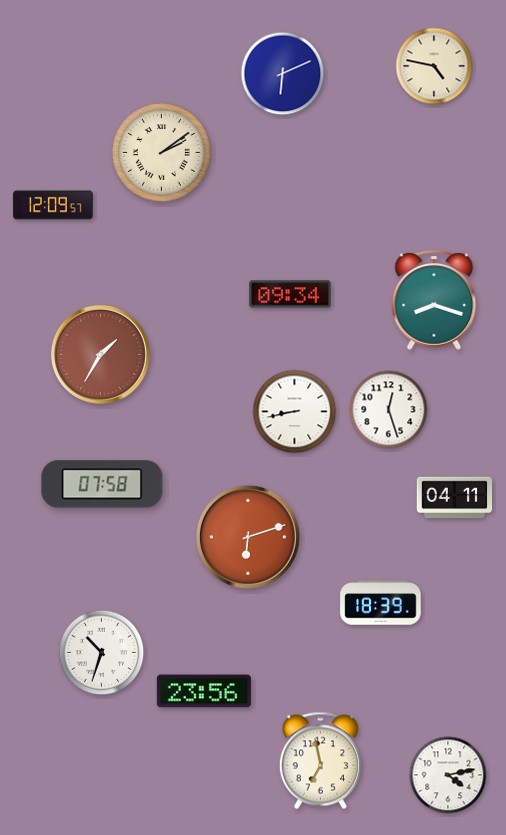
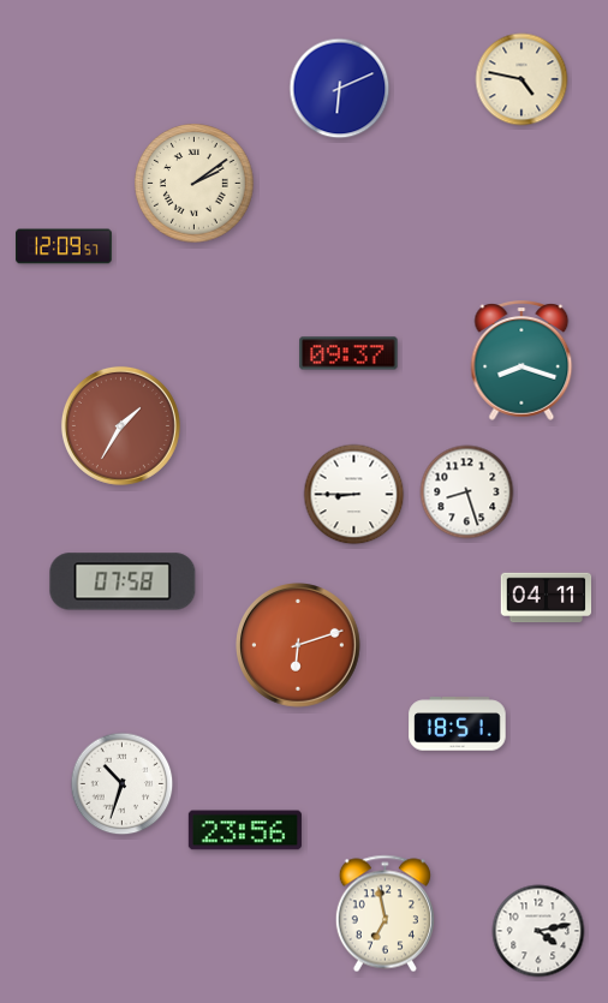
clock at (290, 294): 09:34 -> 09:37
clock at (389, 410): 12:27 -> 8:27
clock at (295, 412): 8:43 -> 8:45
clock at (381, 603): 18:39 -> 18:51
